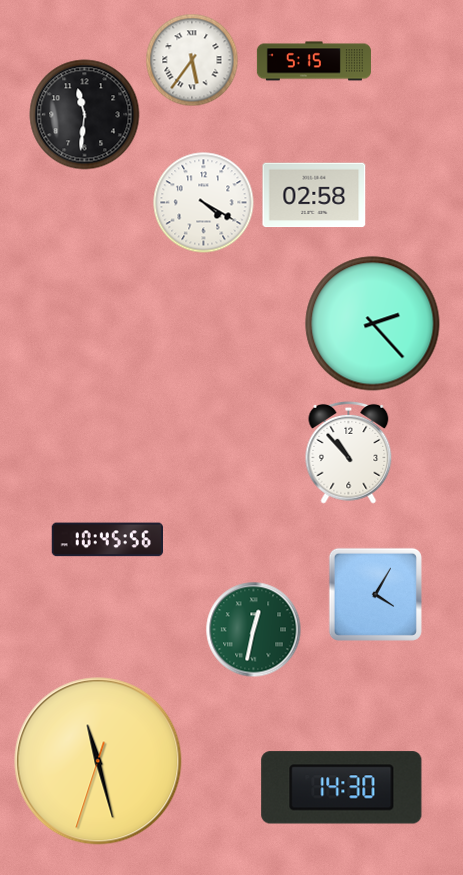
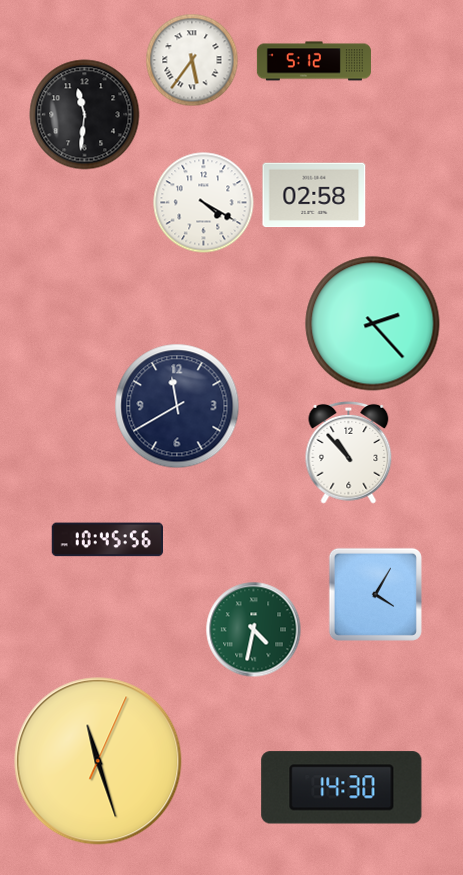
clock at (314, 61): 5:15 -> 5:12
clock at (177, 406): none -> 11:40
clock at (254, 630): 12:32 -> 4:32
clock at (98, 761): 11:27:33 -> 11:27:04
